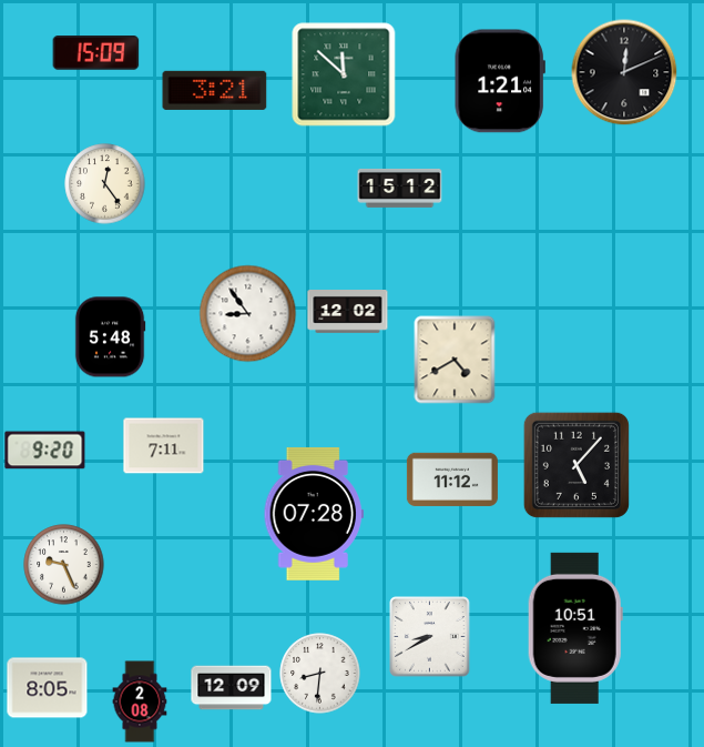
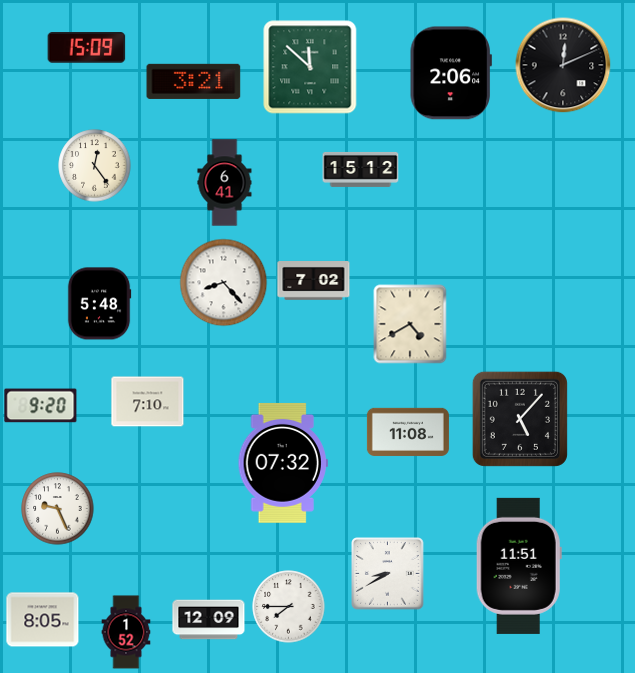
clock at (500, 81): 1:21 -> 2:06
clock at (225, 183): none -> 6:41
clock at (348, 312): 12:02 -> 7:02
clock at (248, 314): 8:54 -> 8:23
clock at (164, 446): 7:11 -> 7:10
clock at (452, 480): 11:12 -> 11:08
clock at (314, 514): 07:28 -> 07:32
clock at (575, 628): 10:51 -> 11:51
clock at (320, 674): 8:31 -> 7:45
clock at (140, 701): 2:08 -> 1:52
